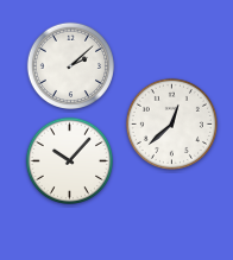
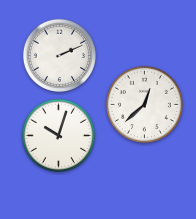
clock at (70, 65): 2:08 -> 2:11
clock at (69, 160): 10:07 -> 10:03
